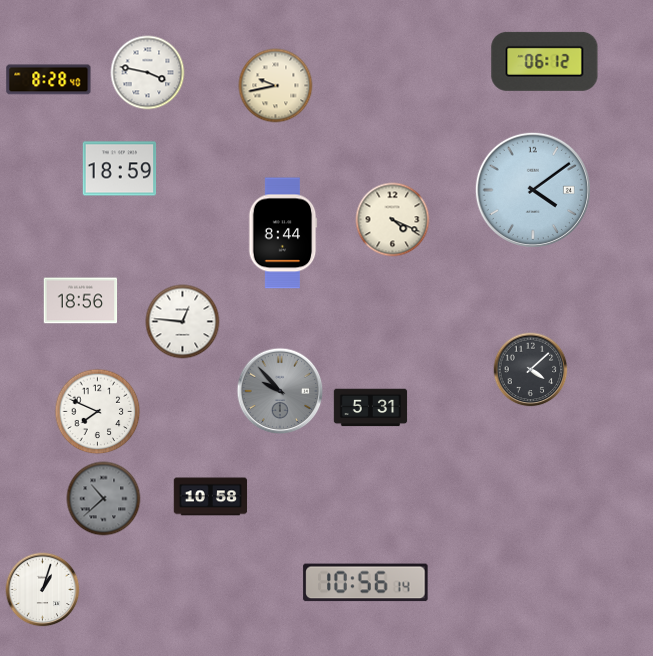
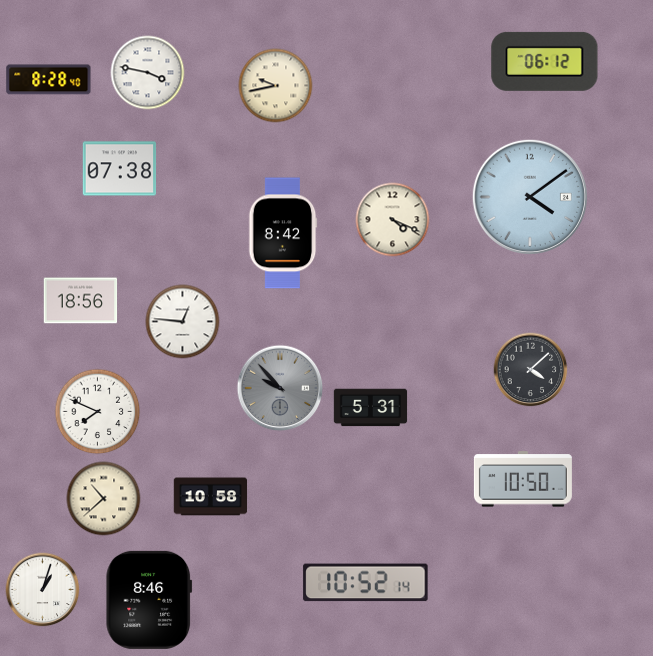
clock at (120, 169): 18:59 -> 07:38
clock at (533, 190) position: (533, 190) -> (530, 197)
clock at (283, 233): 8:44 -> 8:42
clock at (280, 391) position: (280, 391) -> (280, 388)
clock at (523, 479): none -> 10:50
clock at (104, 499) dial: grey -> cream
clock at (366, 583): 10:56 -> 10:52
clock at (149, 600): none -> 8:46
